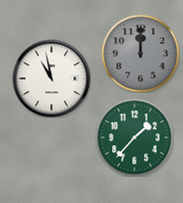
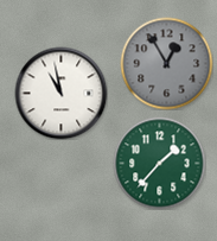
clock at (140, 53): 12:00 -> 12:55
